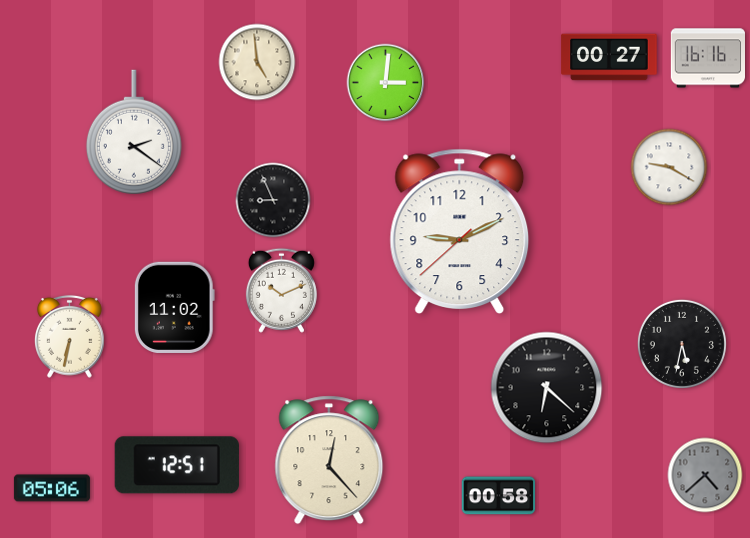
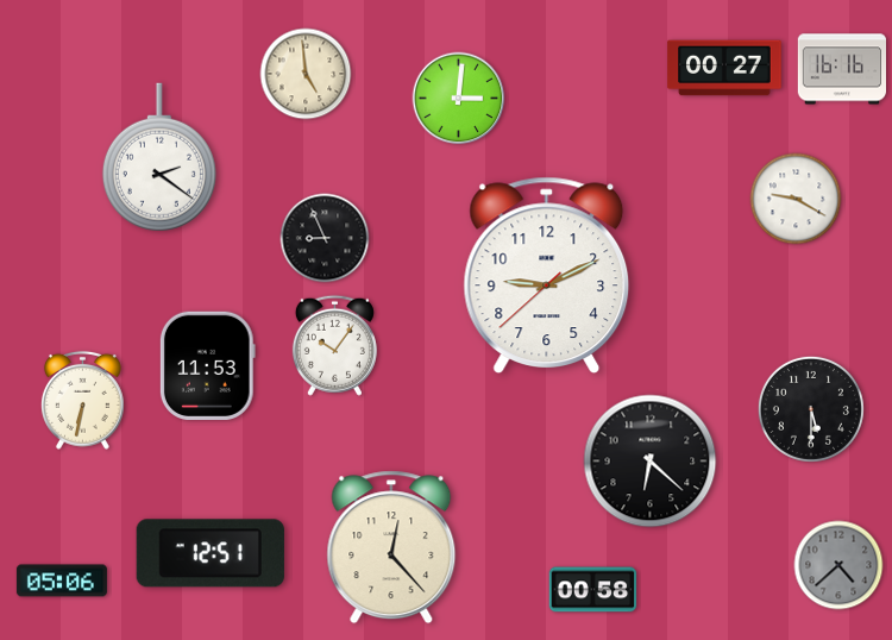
clock at (281, 290): 10:11 -> 10:06
clock at (174, 307): 11:02 -> 11:53
clock at (682, 344): 5:32 -> 5:30
